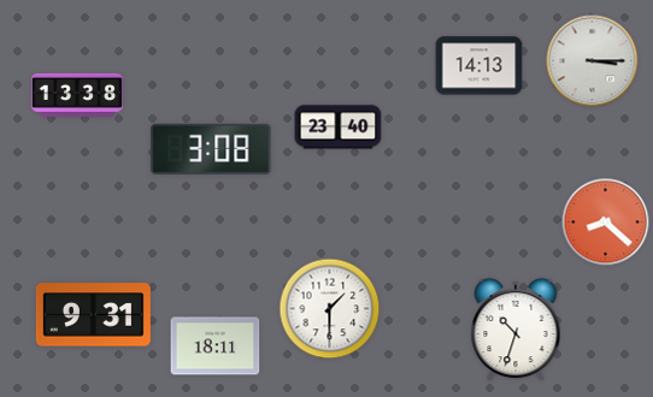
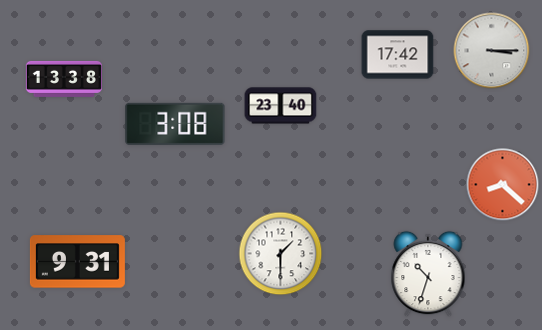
clock at (480, 66): 14:13 -> 17:42
clock at (330, 309) position: (330, 309) -> (281, 254)
clock at (216, 346): 18:11 -> none
